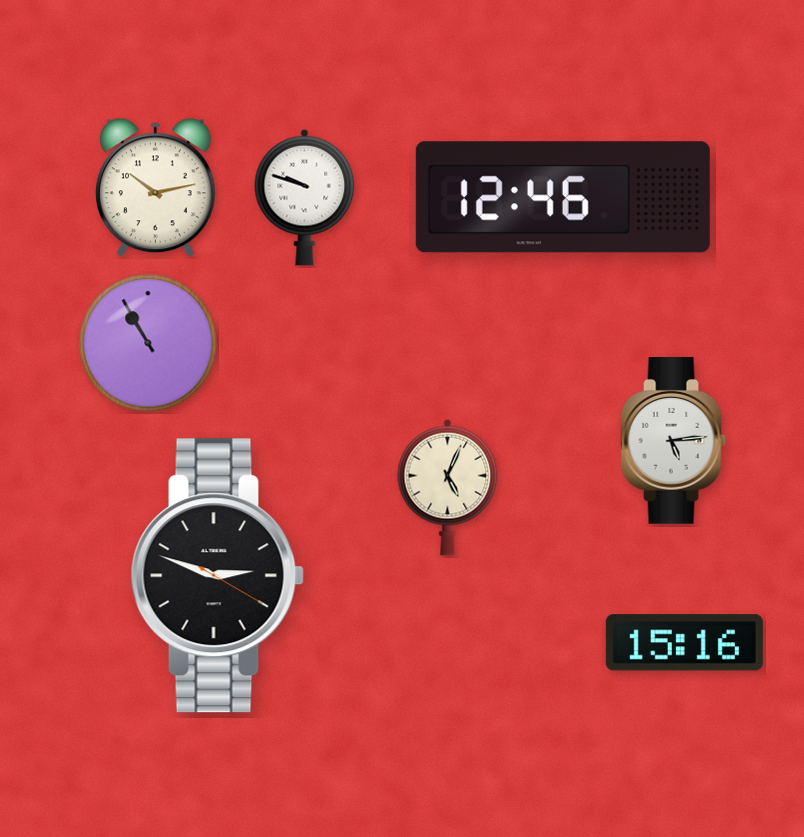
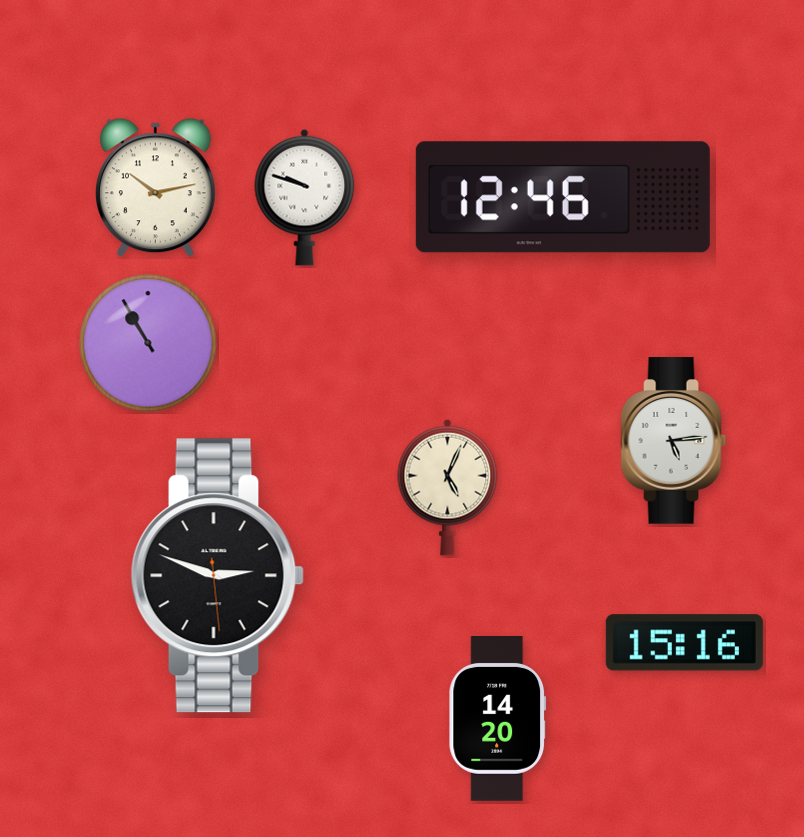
clock at (217, 576): 2:48:20 -> 2:48:29
clock at (498, 719): none -> 14:20
